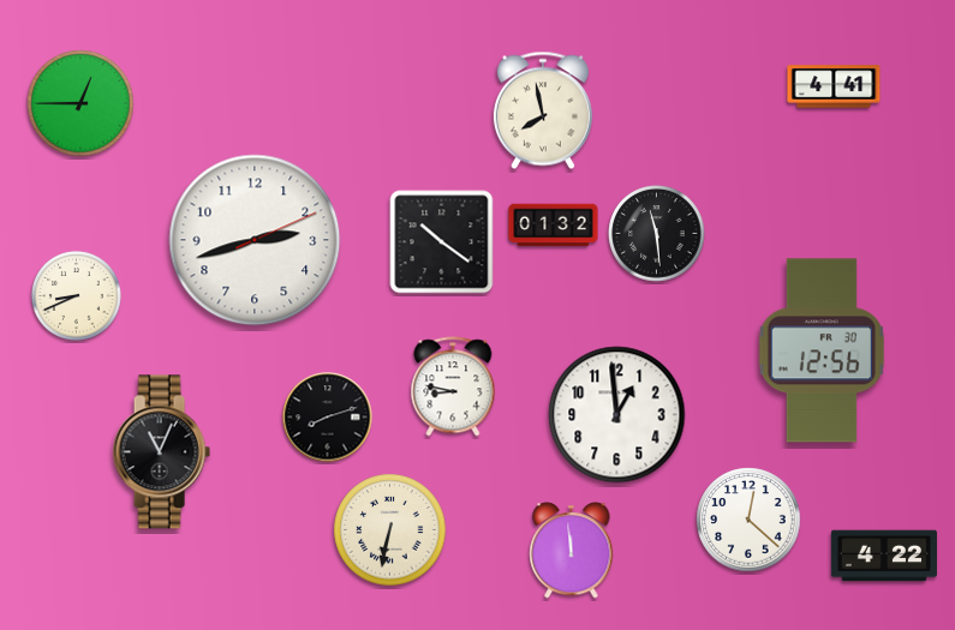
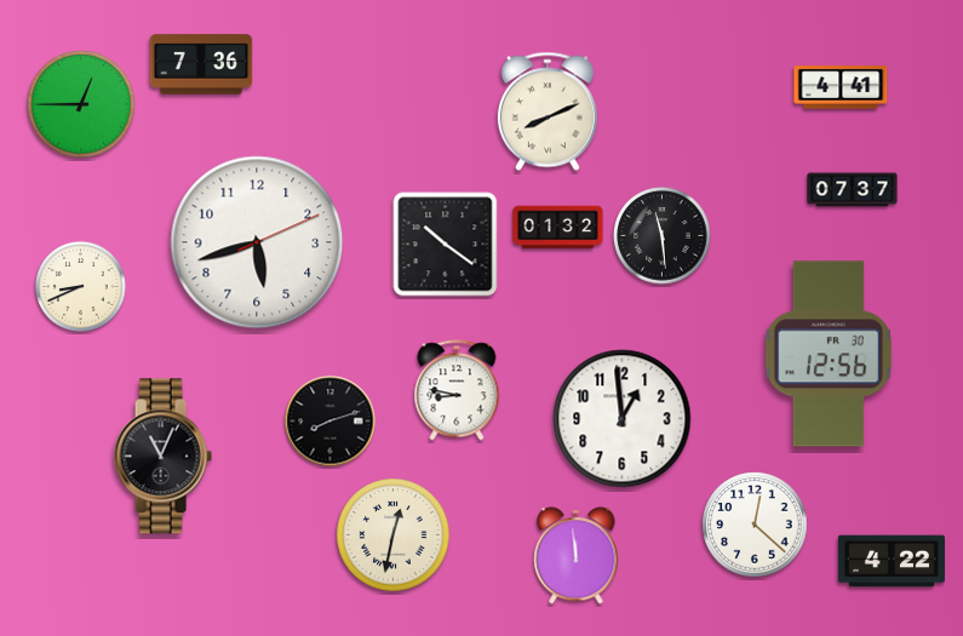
clock at (201, 64): none -> 7:36
clock at (543, 110): 7:58 -> 8:11
clock at (853, 190): none -> 07:37
clock at (255, 240): 2:42 -> 5:42
clock at (77, 296) position: (77, 296) -> (81, 287)
clock at (390, 530): 6:32 -> 12:32
